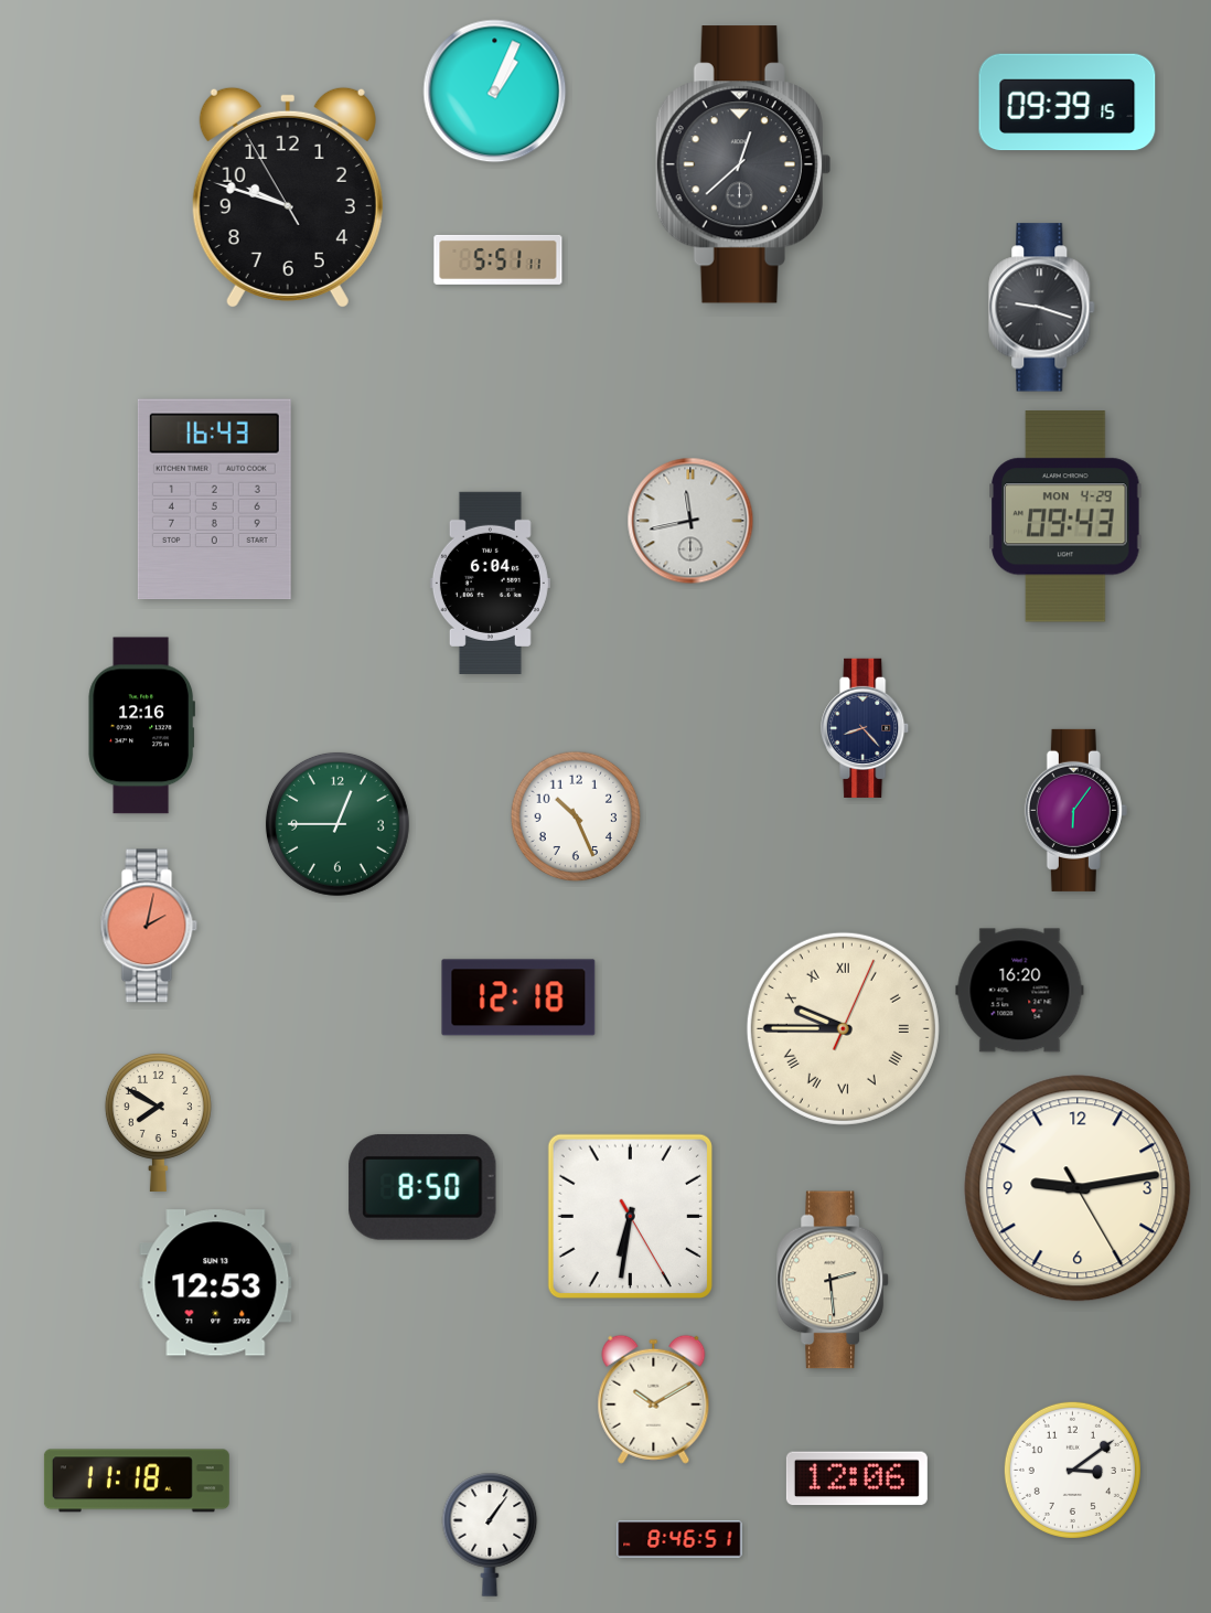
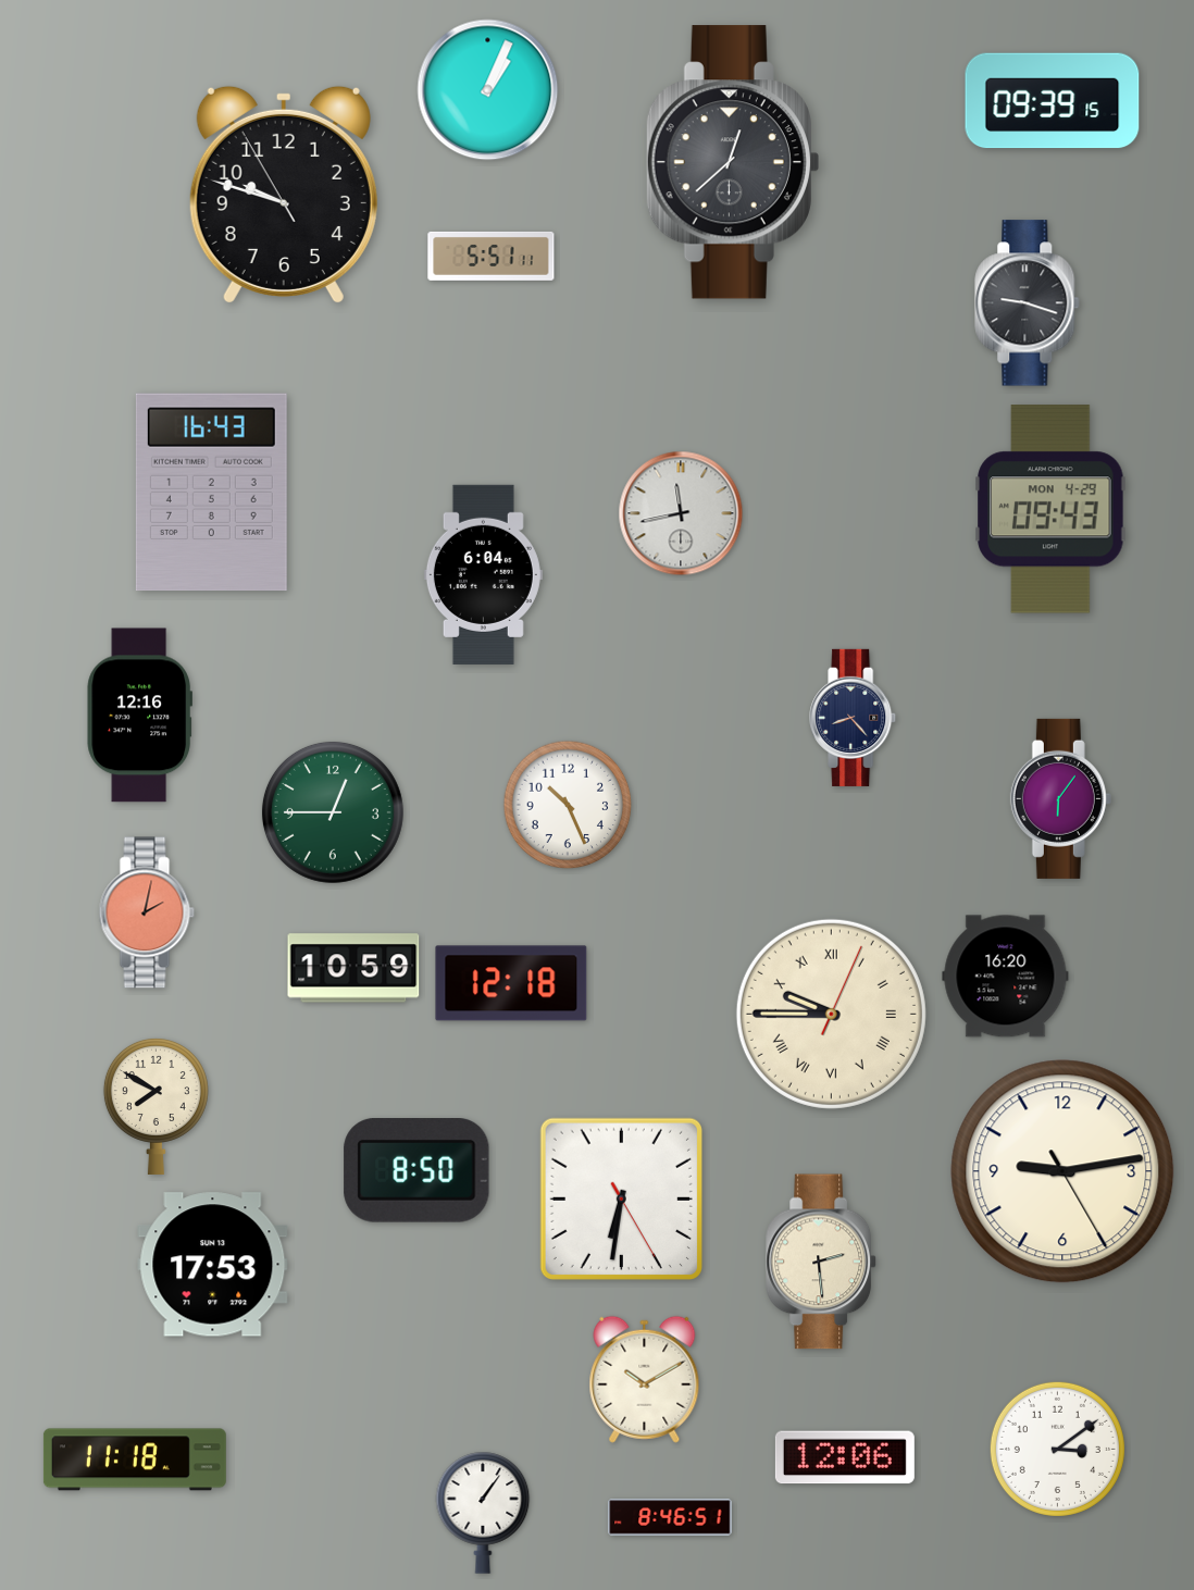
clock at (353, 968): none -> 10:59
clock at (216, 1283): 12:53 -> 17:53
